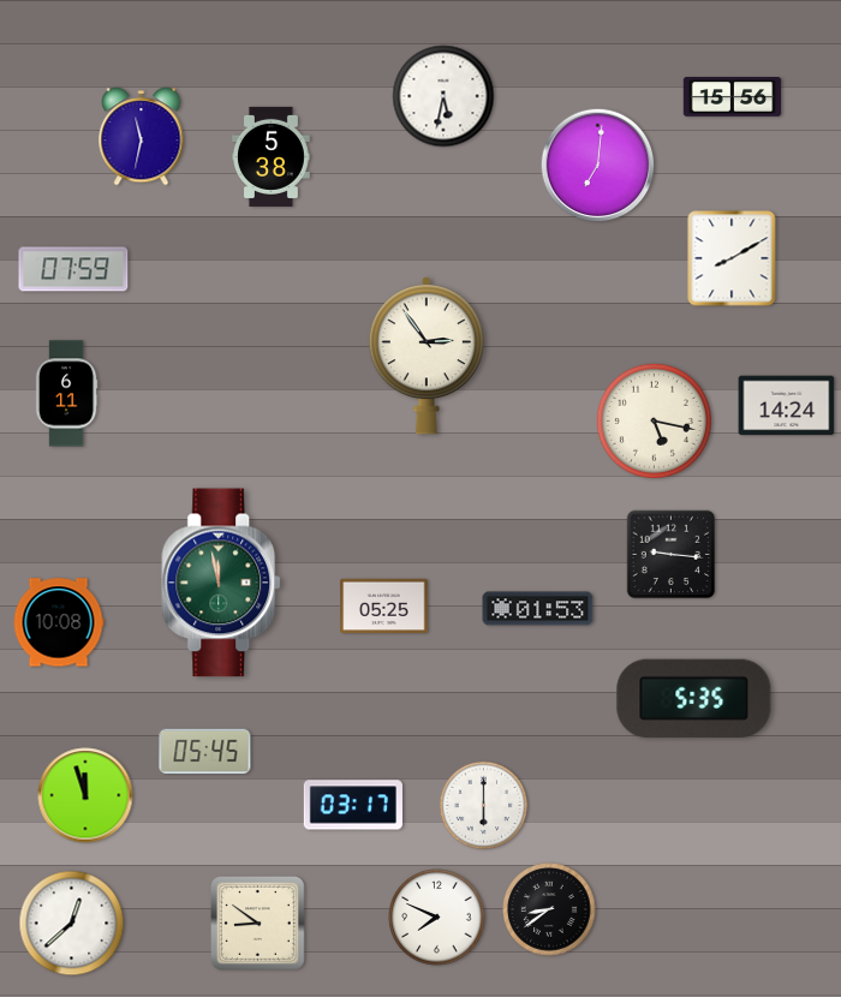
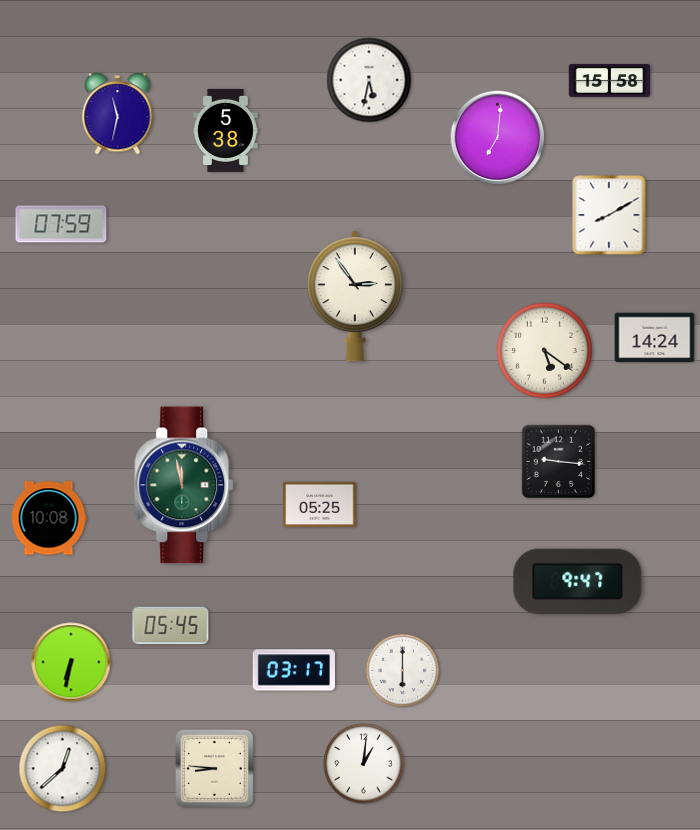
clock at (733, 97): 15:56 -> 15:58
clock at (66, 394): 6:11 -> none
clock at (654, 420): 5:17 -> 5:21
clock at (538, 609): 01:53 -> none
clock at (694, 698): 5:35 -> 9:47
clock at (85, 795): 11:57 -> 6:32
clock at (549, 909): 8:39 -> none
clock at (437, 918): 7:49 -> 1:01
clock at (72, 924) position: (72, 924) -> (63, 769)
clock at (258, 924): 8:51 -> 8:46
